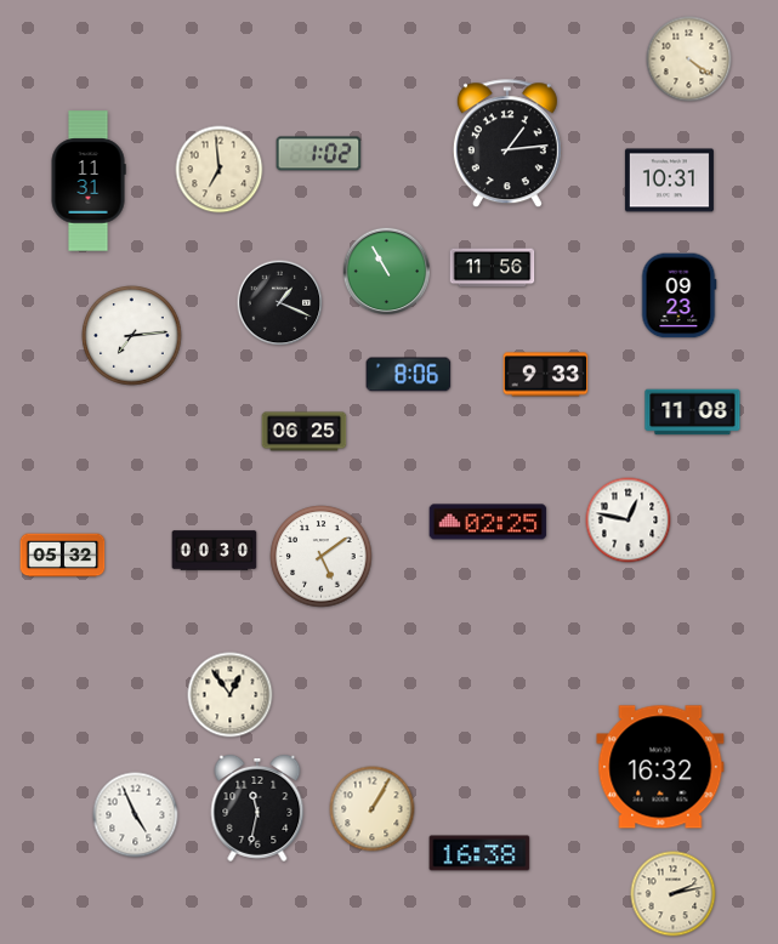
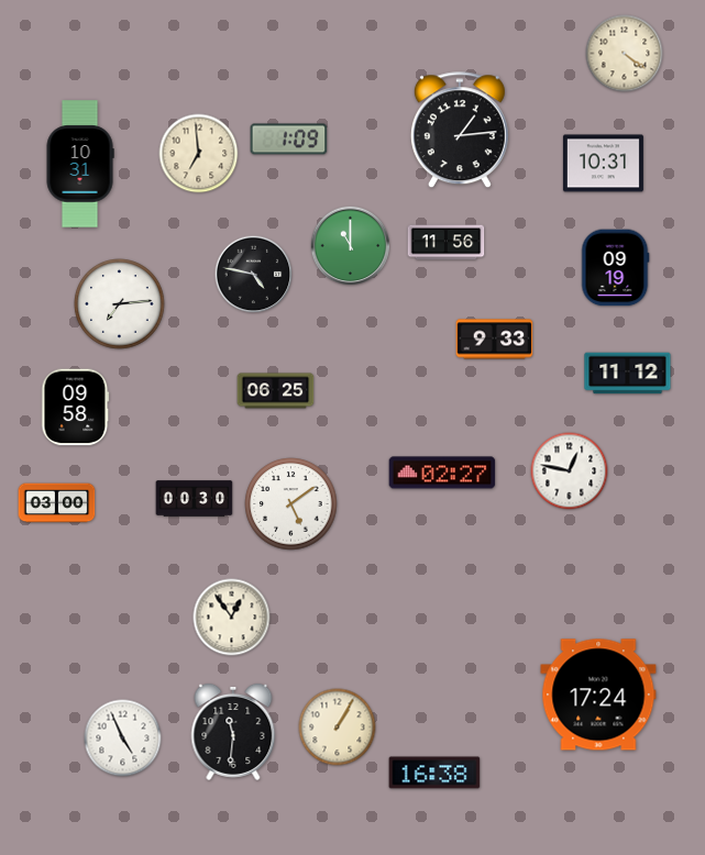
clock at (319, 154): 1:02 -> 1:09
clock at (89, 181): 11:31 -> 10:31
clock at (669, 181) position: (669, 181) -> (603, 164)
clock at (387, 272): 10:55 -> 11:00
clock at (678, 296): 09:23 -> 09:19
clock at (280, 303): 1:19 -> 4:47
clock at (409, 375): 8:06 -> none
clock at (693, 413): 11:08 -> 11:12
clock at (76, 408): none -> 09:58
clock at (488, 522): 02:25 -> 02:27
clock at (63, 556): 05:32 -> 03:00
clock at (231, 695) position: (231, 695) -> (232, 618)
clock at (660, 767): 16:32 -> 17:24
clock at (257, 808): 11:32 -> 11:31
clock at (373, 809) position: (373, 809) -> (338, 728)
clock at (674, 894): 2:13 -> none
